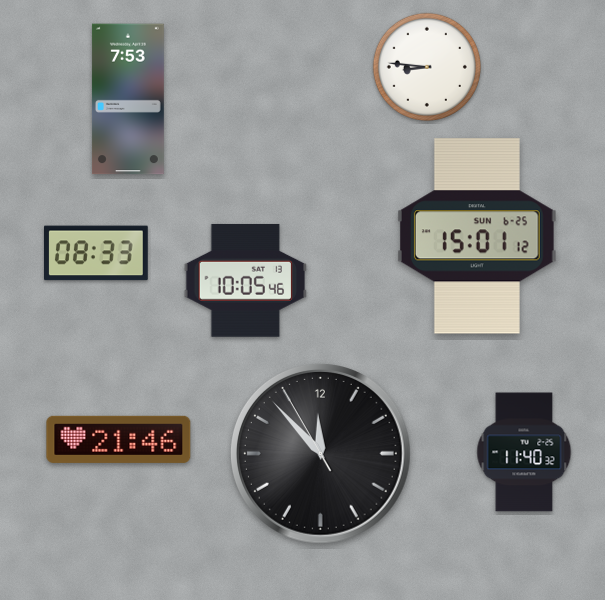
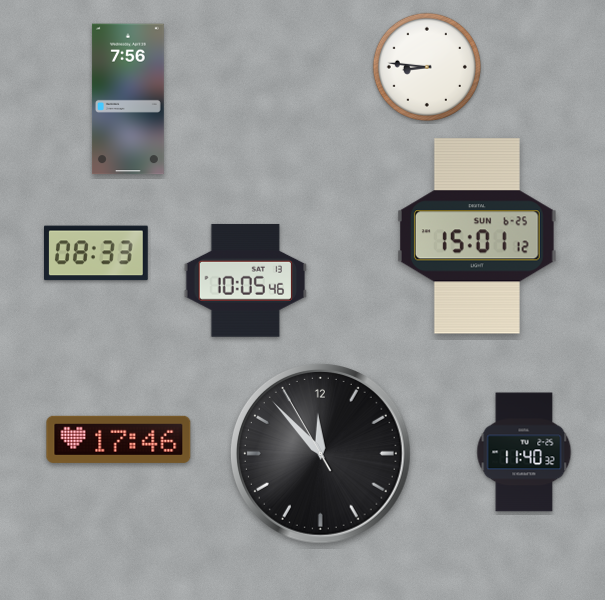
clock at (128, 99): 7:53 -> 7:56
clock at (119, 439): 21:46 -> 17:46
